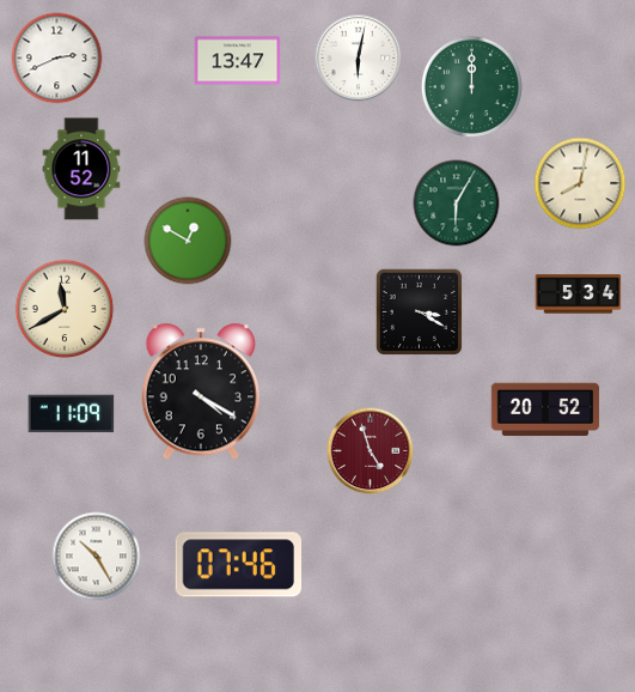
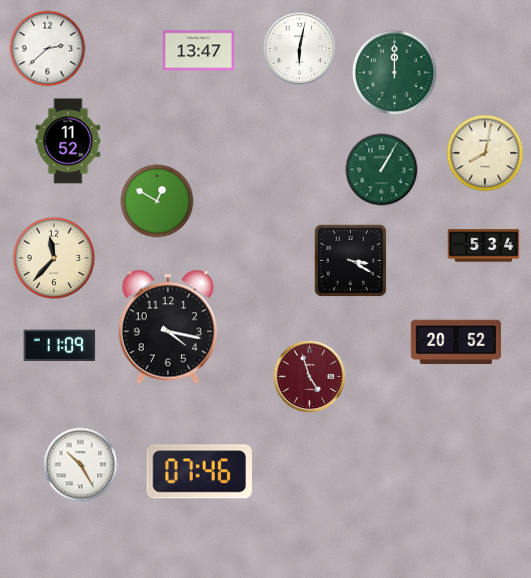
clock at (57, 59): 2:41 -> 2:38
clock at (457, 204): 6:05 -> 1:05
clock at (65, 309): 11:40 -> 11:37
clock at (201, 391): 4:20 -> 4:17
